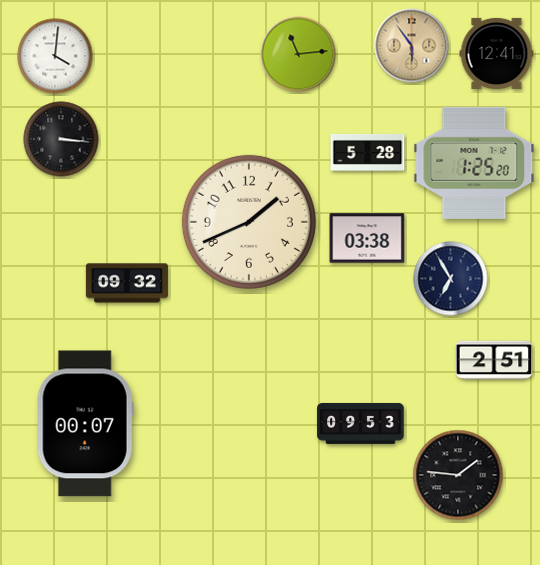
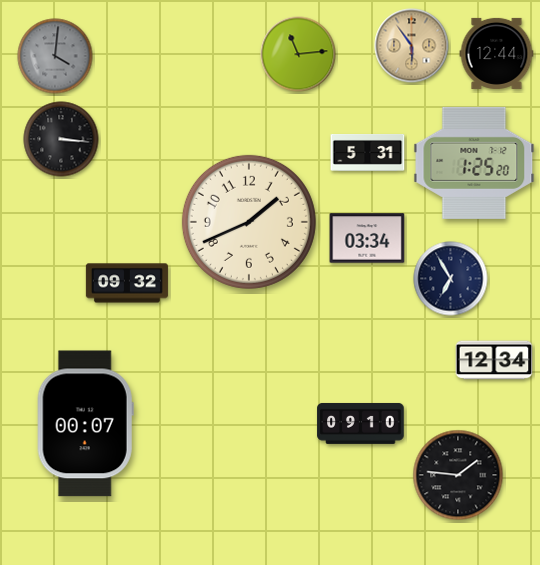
clock at (497, 53): 12:41 -> 12:44
clock at (55, 56) dial: white -> grey
clock at (368, 153): 5:28 -> 5:31
clock at (367, 238): 03:38 -> 03:34
clock at (494, 360): 2:51 -> 12:34
clock at (361, 423): 09:53 -> 09:10
